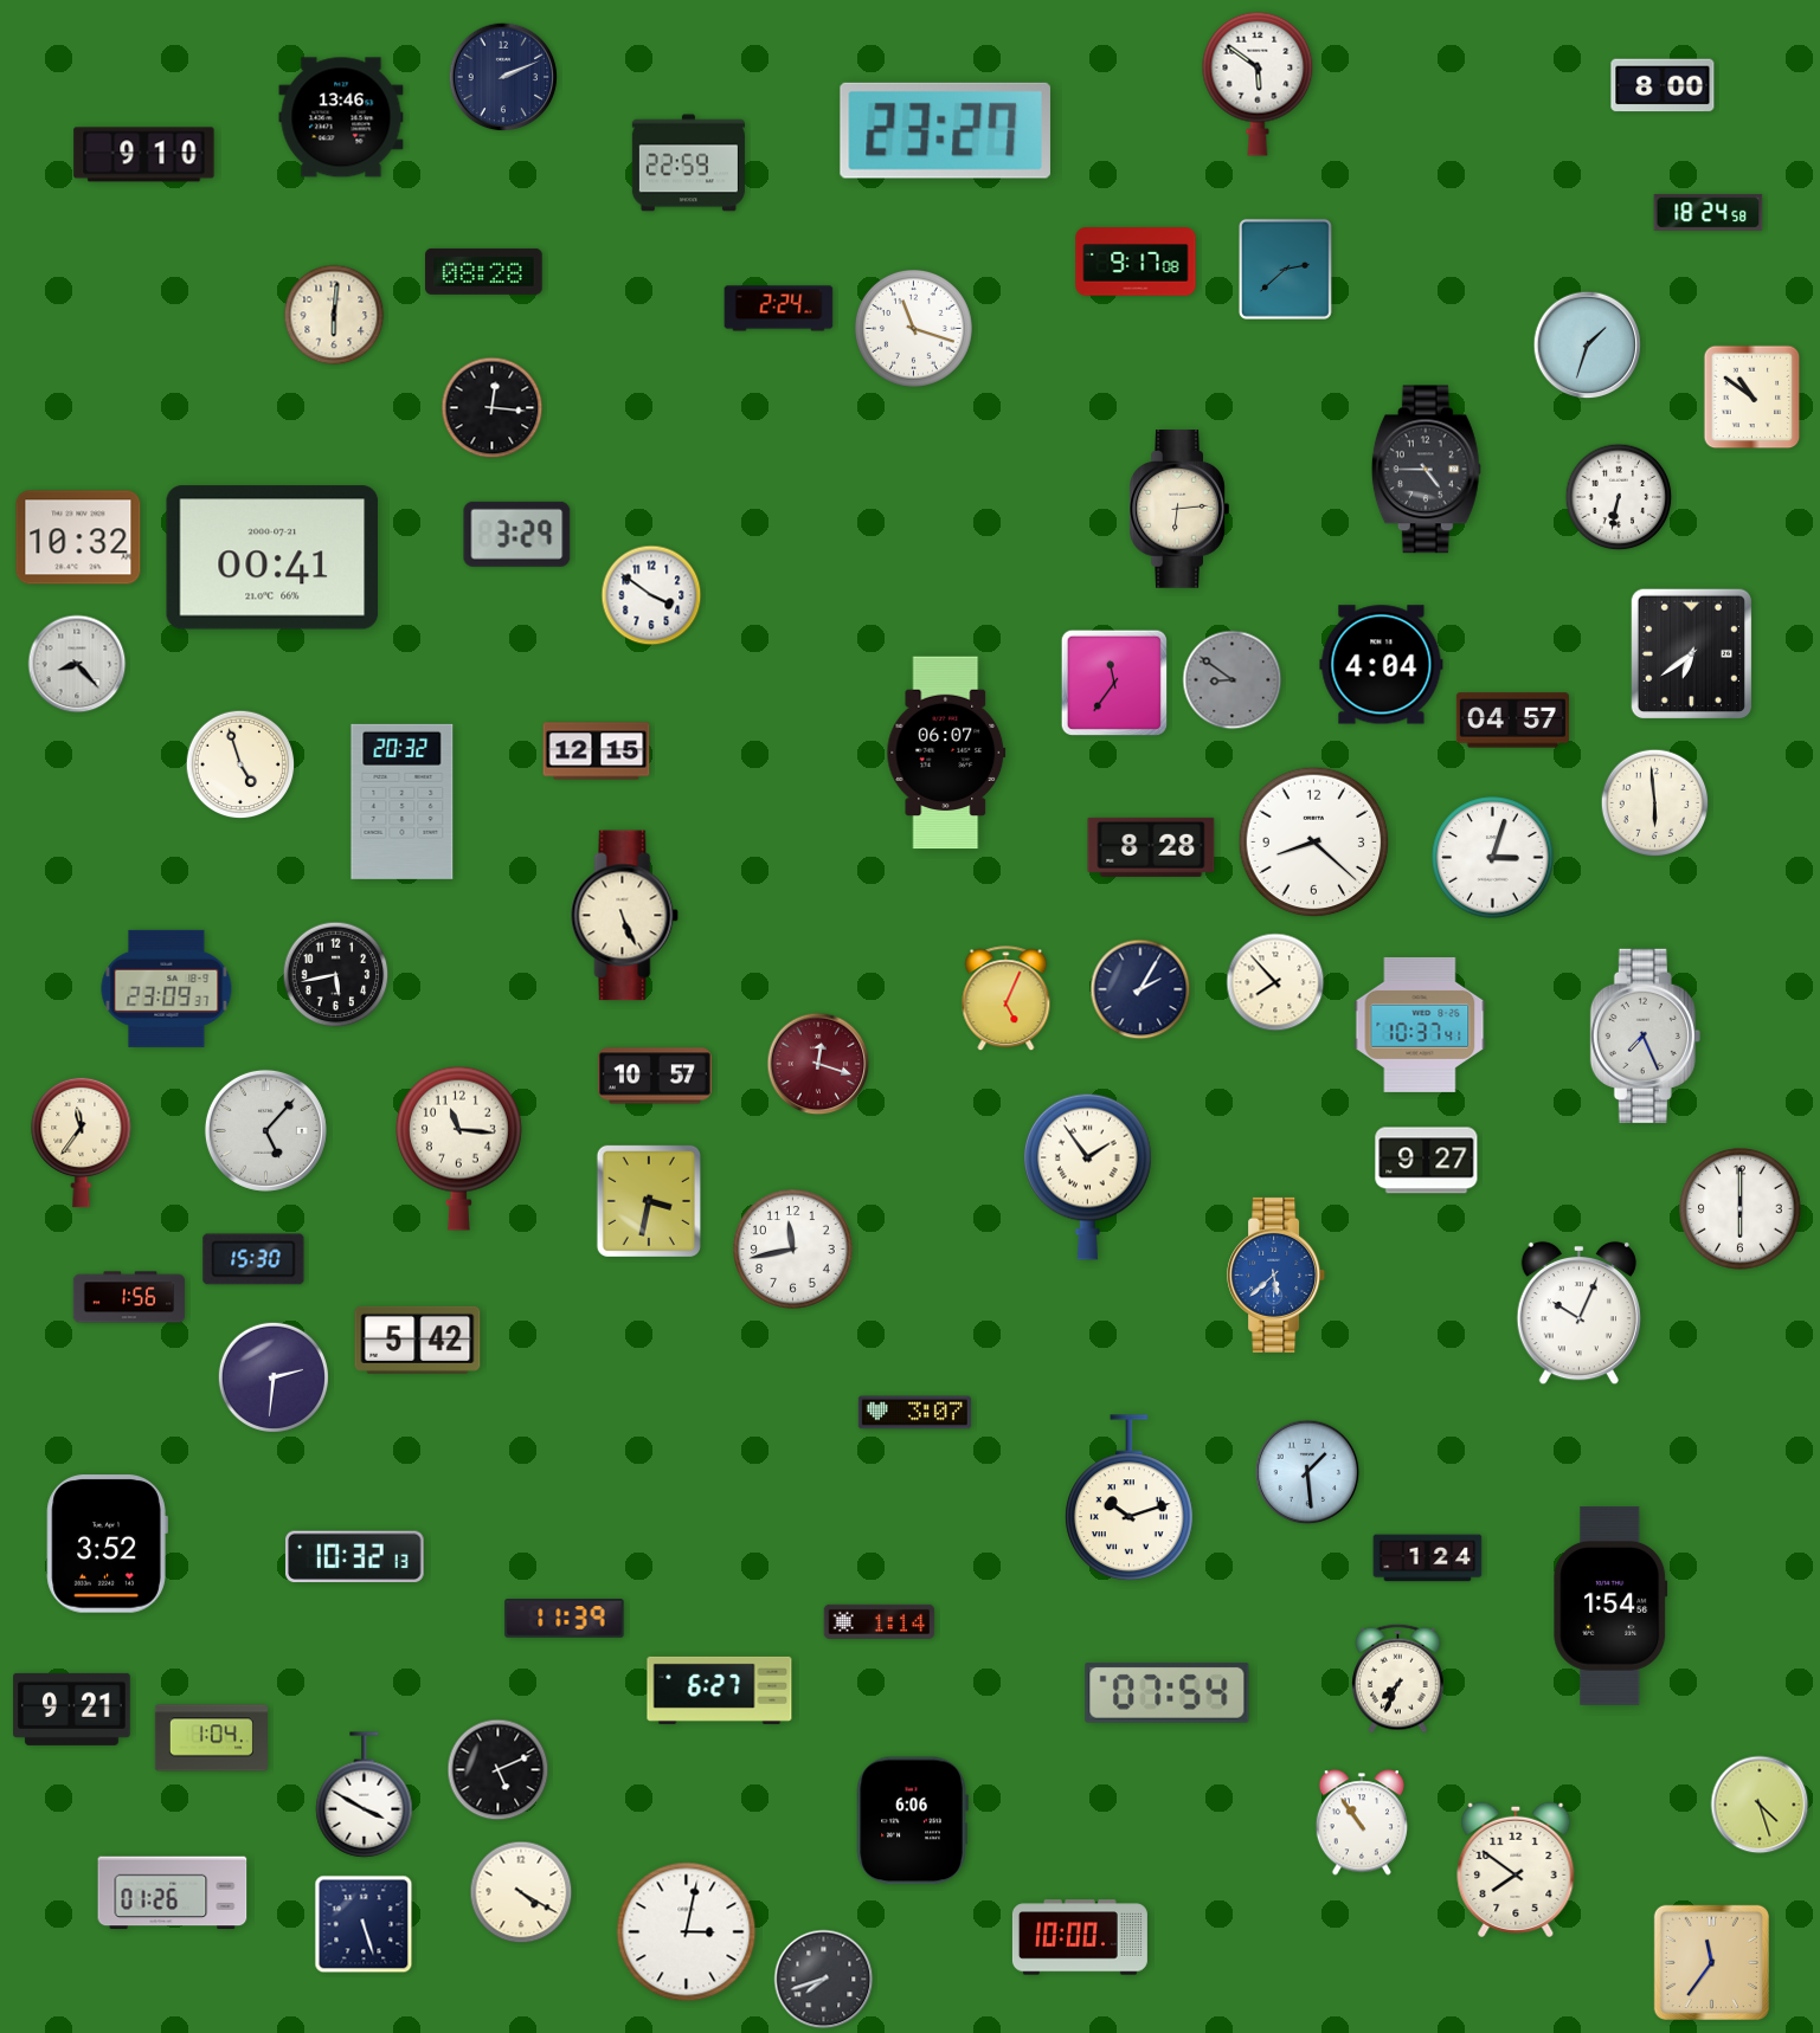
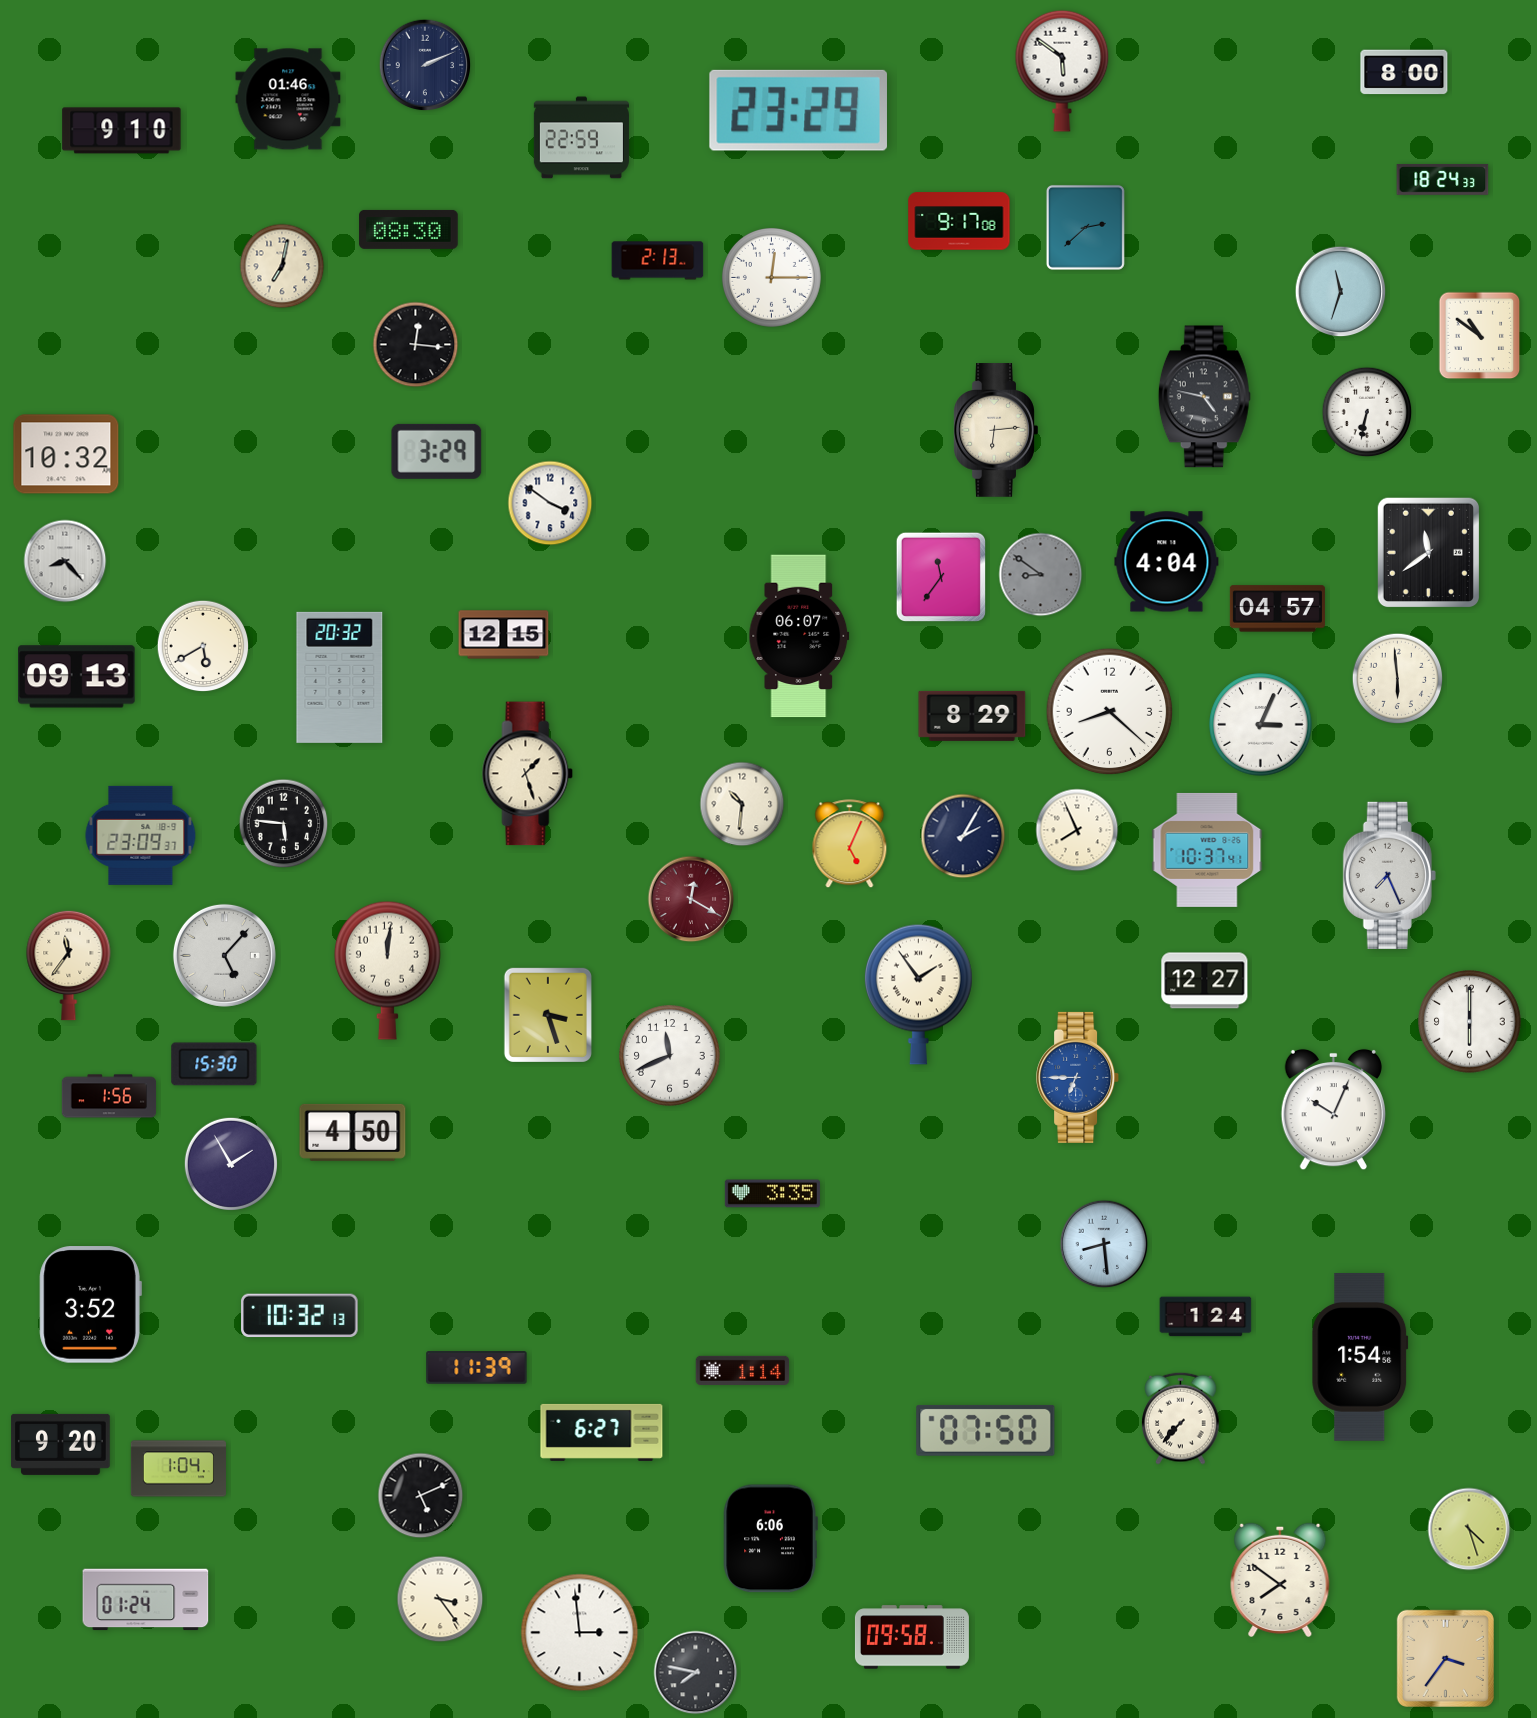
clock at (341, 117): 13:46 -> 01:46
clock at (945, 130): 23:27 -> 23:29
clock at (1709, 212): 18:24:58 -> 18:24:33
clock at (484, 271): 08:28 -> 08:30
clock at (779, 309): 2:24 -> 2:13
clock at (334, 315): 6:01 -> 7:02
clock at (913, 328): 11:18 -> 12:15
clock at (1588, 346): 1:33 -> 11:33
clock at (1426, 470): 4:45 -> 4:47
clock at (1619, 497) position: (1619, 497) -> (1367, 412)
clock at (272, 557): 00:41 -> none
clock at (1691, 653): 6:39 -> 11:39
clock at (240, 764): 4:57 -> 5:40
clock at (77, 677): none -> 09:13
clock at (1151, 847): 8:28 -> 8:29
clock at (1493, 858): 3:03 -> 3:04
clock at (625, 916): 5:26 -> 1:27
clock at (742, 804): none -> 10:31
clock at (336, 975): 5:43 -> 5:46
clock at (1275, 982): 7:53 -> 7:56
clock at (1420, 1025) position: (1420, 1025) -> (1207, 850)
clock at (818, 1064): 12:18 -> 12:20
clock at (655, 1076): 10:57 -> none
clock at (458, 1148): 11:16 -> 12:01
clock at (1427, 1161): 9:27 -> 12:27
clock at (649, 1201): 3:32 -> 3:27
clock at (793, 1250): 11:43 -> 11:41
clock at (1276, 1274): 5:38 -> 6:45
clock at (418, 1340): 5:42 -> 4:50
clock at (274, 1377): 2:31 -> 1:55
clock at (914, 1413): 3:07 -> 3:35
clock at (1307, 1472): 1:29 -> 8:29
clock at (1128, 1498): 10:12 -> none
clock at (1398, 1678): 7:34 -> 7:37
clock at (720, 1690) position: (720, 1690) -> (602, 1432)
clock at (1168, 1692): 07:54 -> 07:50
clock at (72, 1709): 9:21 -> 9:20
clock at (365, 1795): 3:50 -> none
clock at (1760, 1805) position: (1760, 1805) -> (1469, 1529)
clock at (1361, 1822): 10:54 -> none
clock at (521, 1892): 4:20 -> 3:24
clock at (173, 1893): 01:26 -> 01:24
clock at (364, 1924): 5:27 -> none
clock at (687, 1932): 3:02 -> 2:59
clock at (1080, 1937): 10:00 -> 09:58
clock at (1711, 1962): 11:36 -> 3:36
clock at (824, 1980): 7:42 -> 7:47
